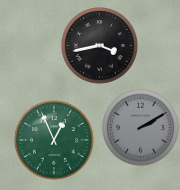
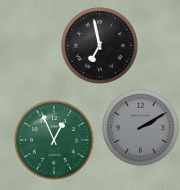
clock at (100, 46): 3:43 -> 6:58
